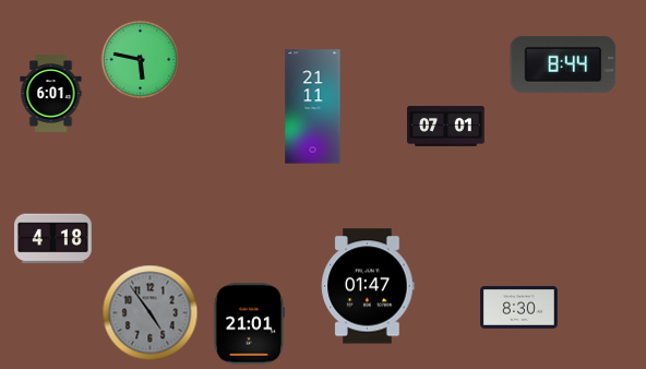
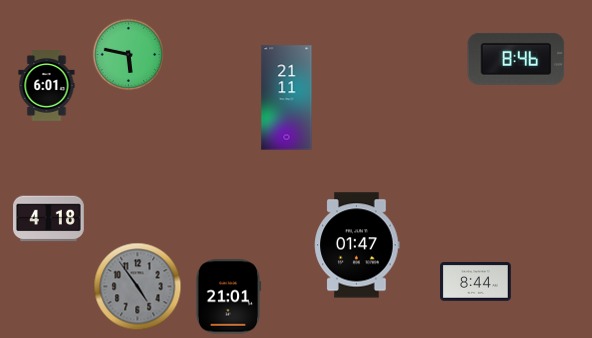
clock at (563, 64): 8:44 -> 8:46
clock at (446, 127): 07:01 -> none
clock at (368, 286) position: (368, 286) -> (357, 245)
clock at (519, 308): 8:30 -> 8:44
